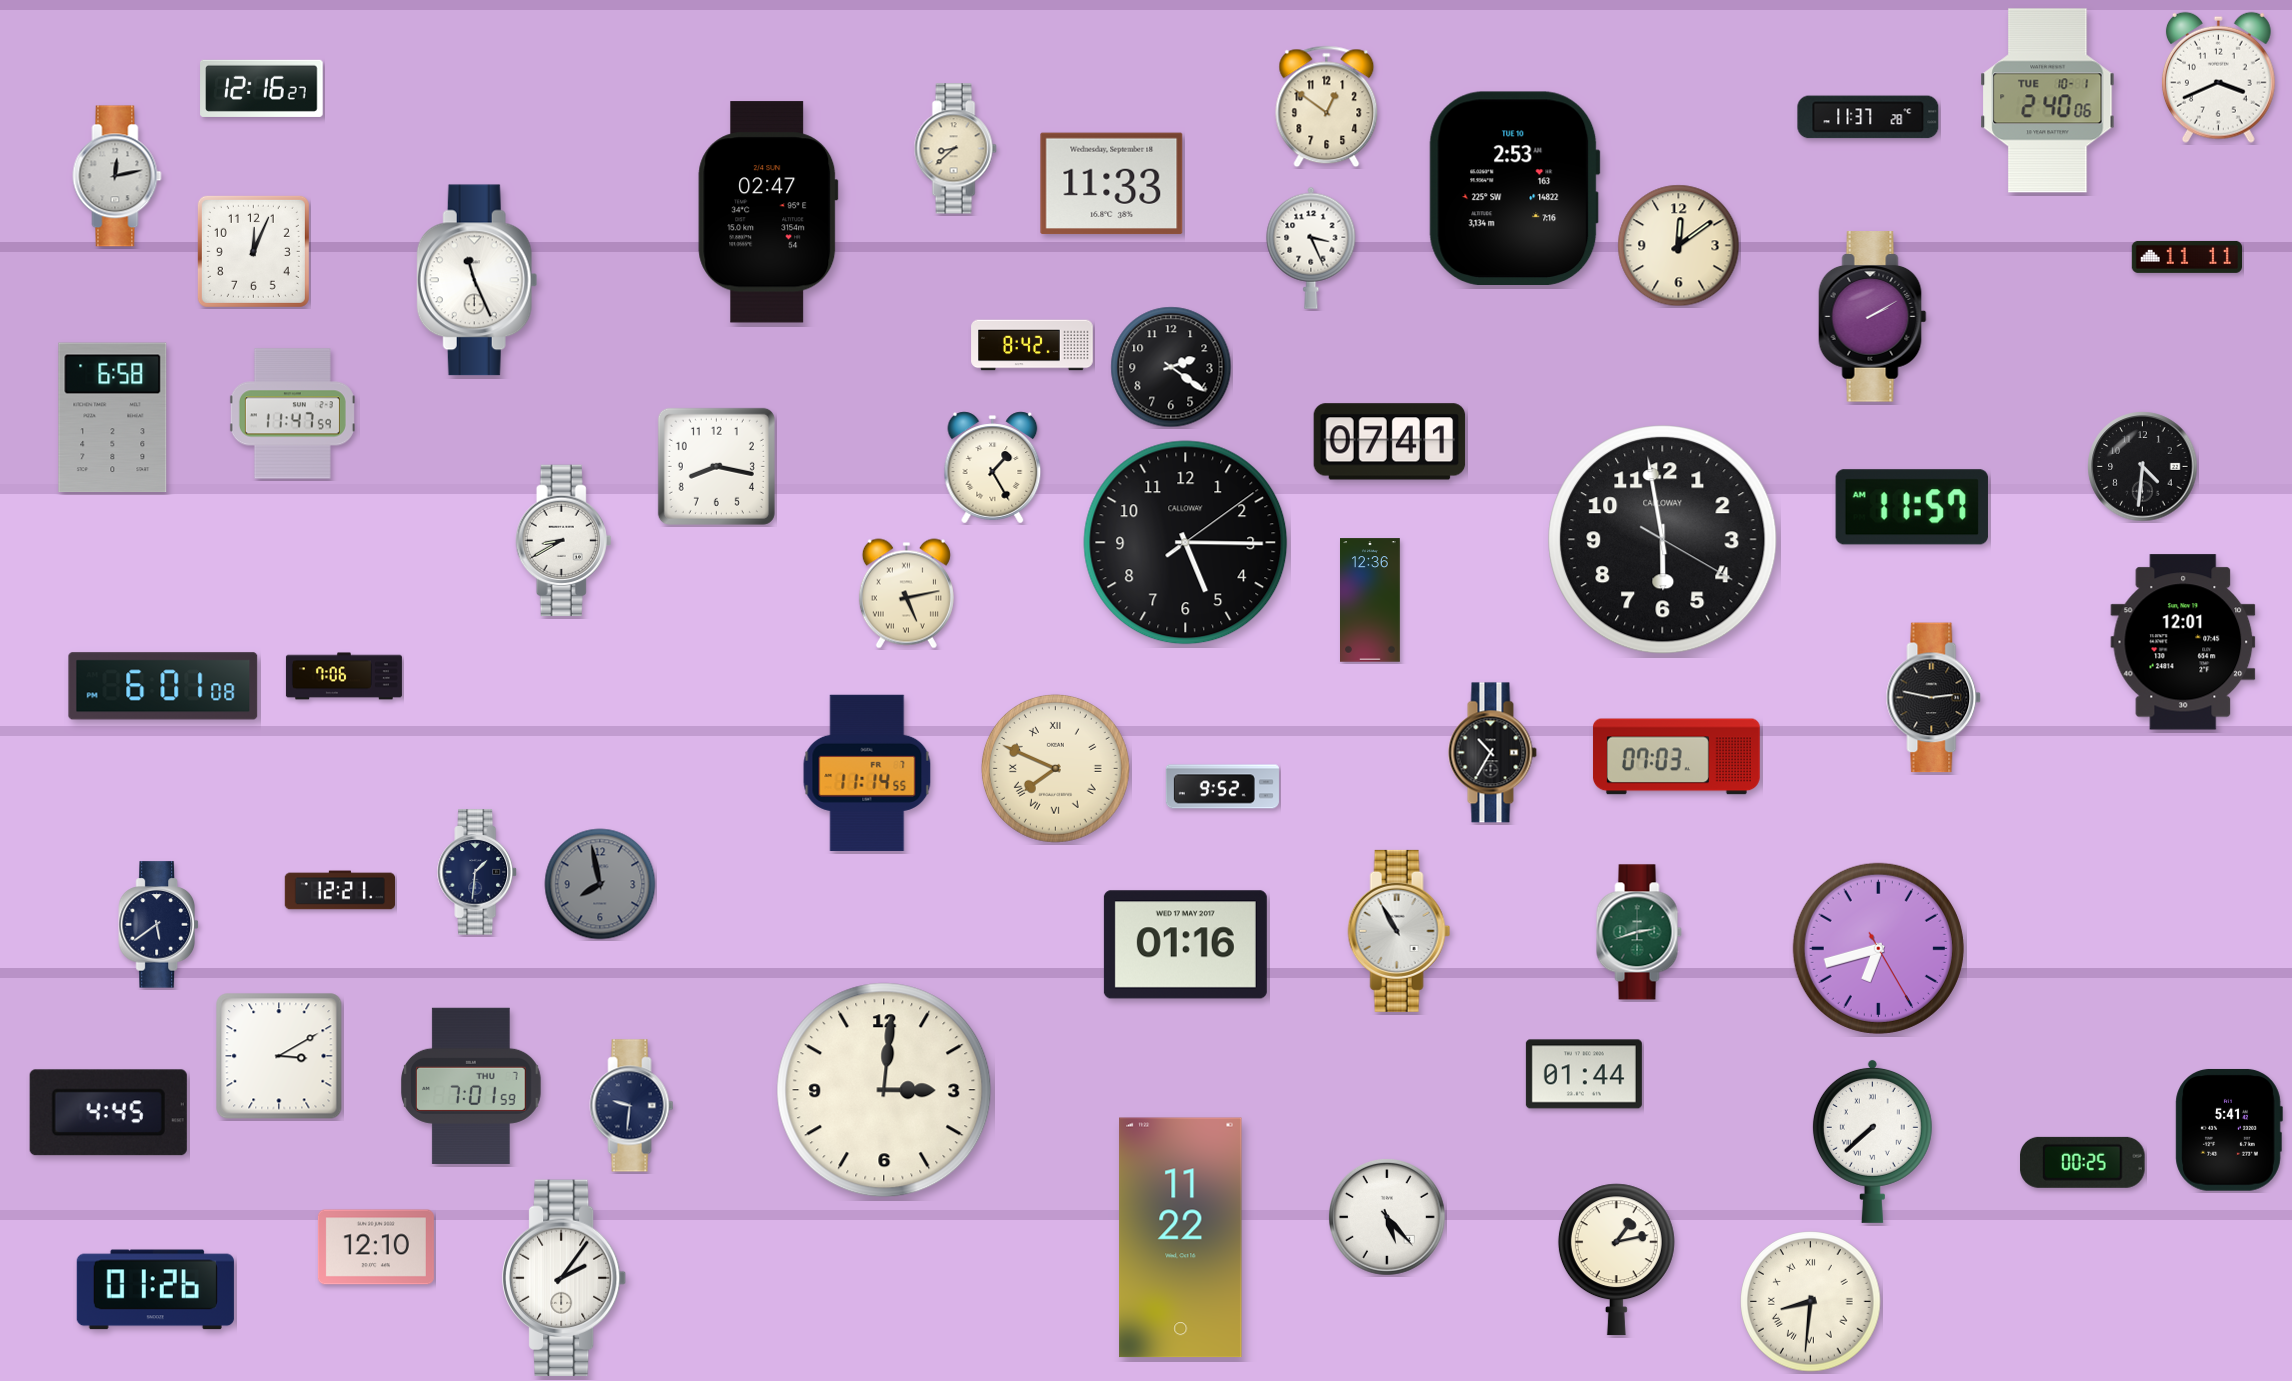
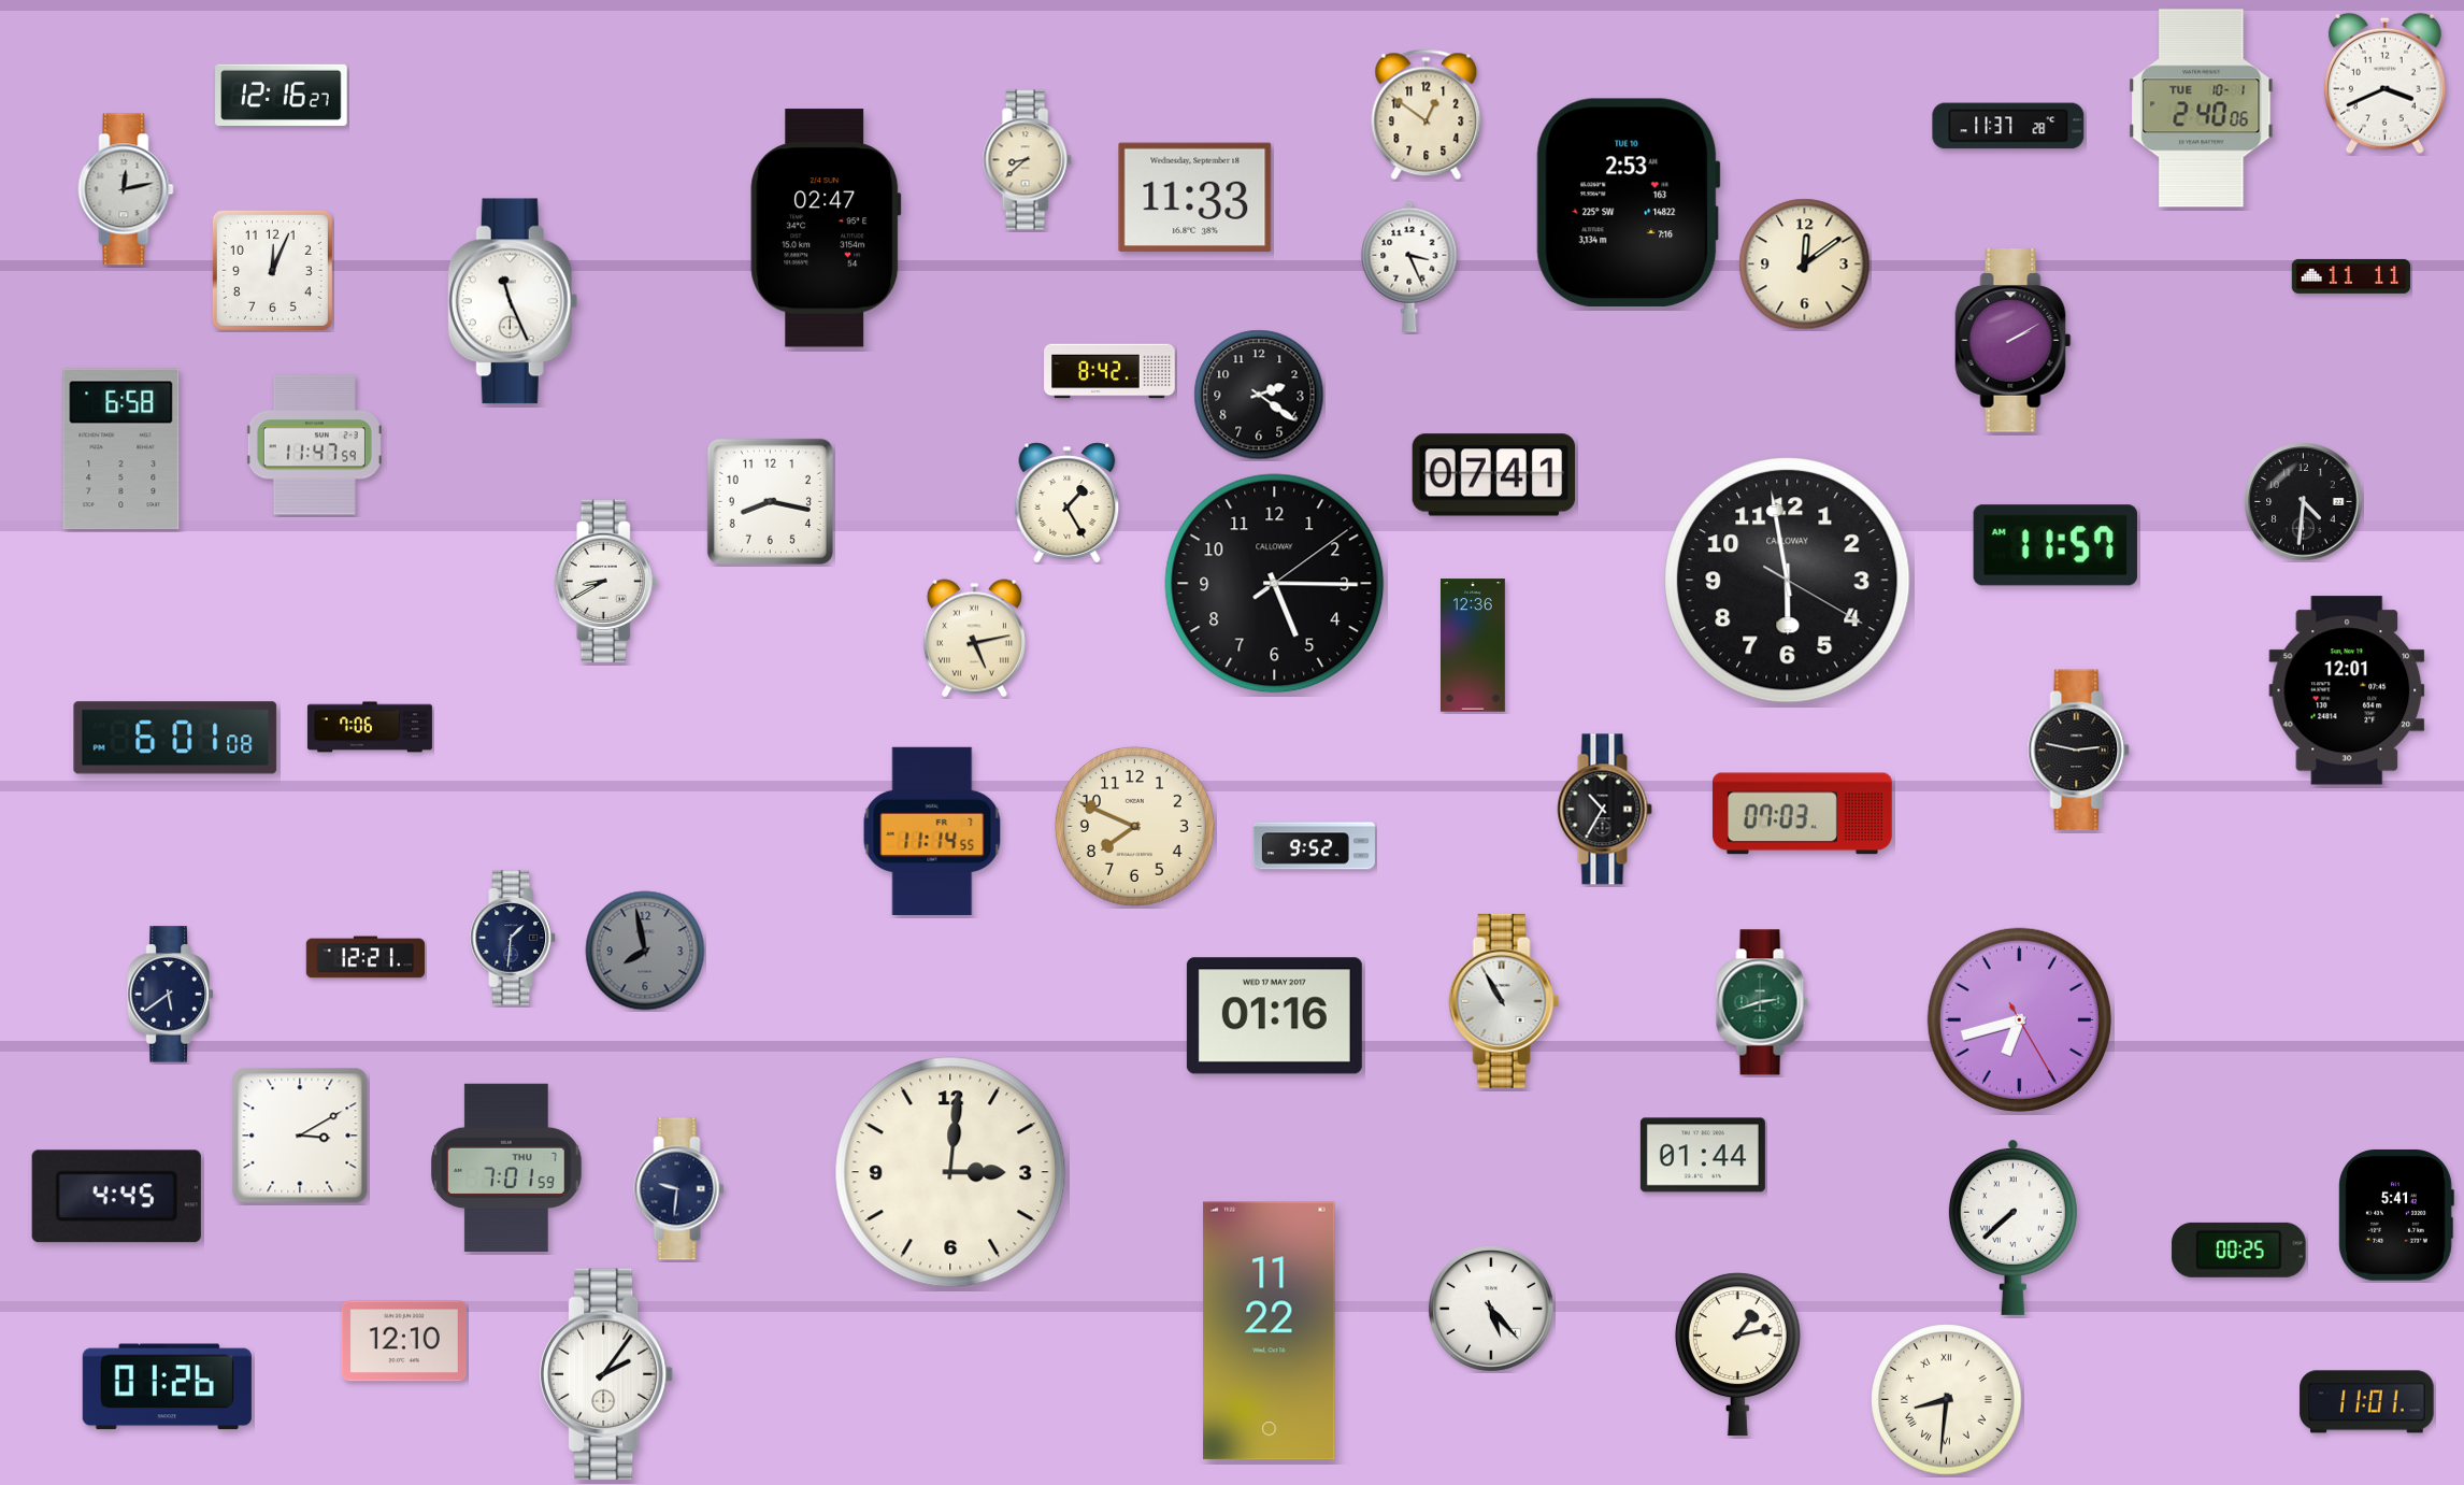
clock at (1055, 768) numerals: Roman -> Arabic
clock at (2367, 1402): none -> 11:01
